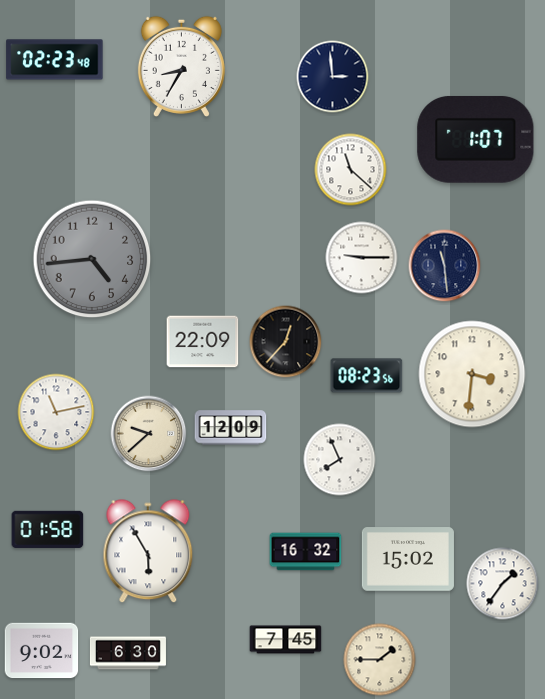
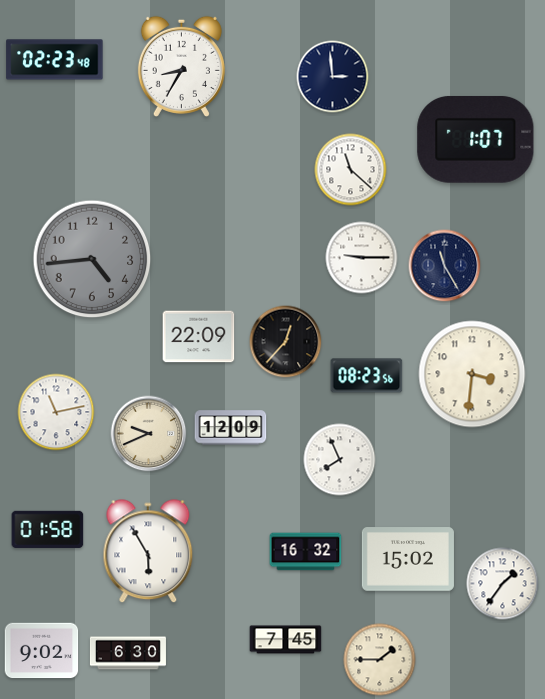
clock at (445, 266): 11:29 -> 11:25
clock at (203, 342) position: (203, 342) -> (199, 337)
clock at (149, 434): 9:38 -> 9:41
